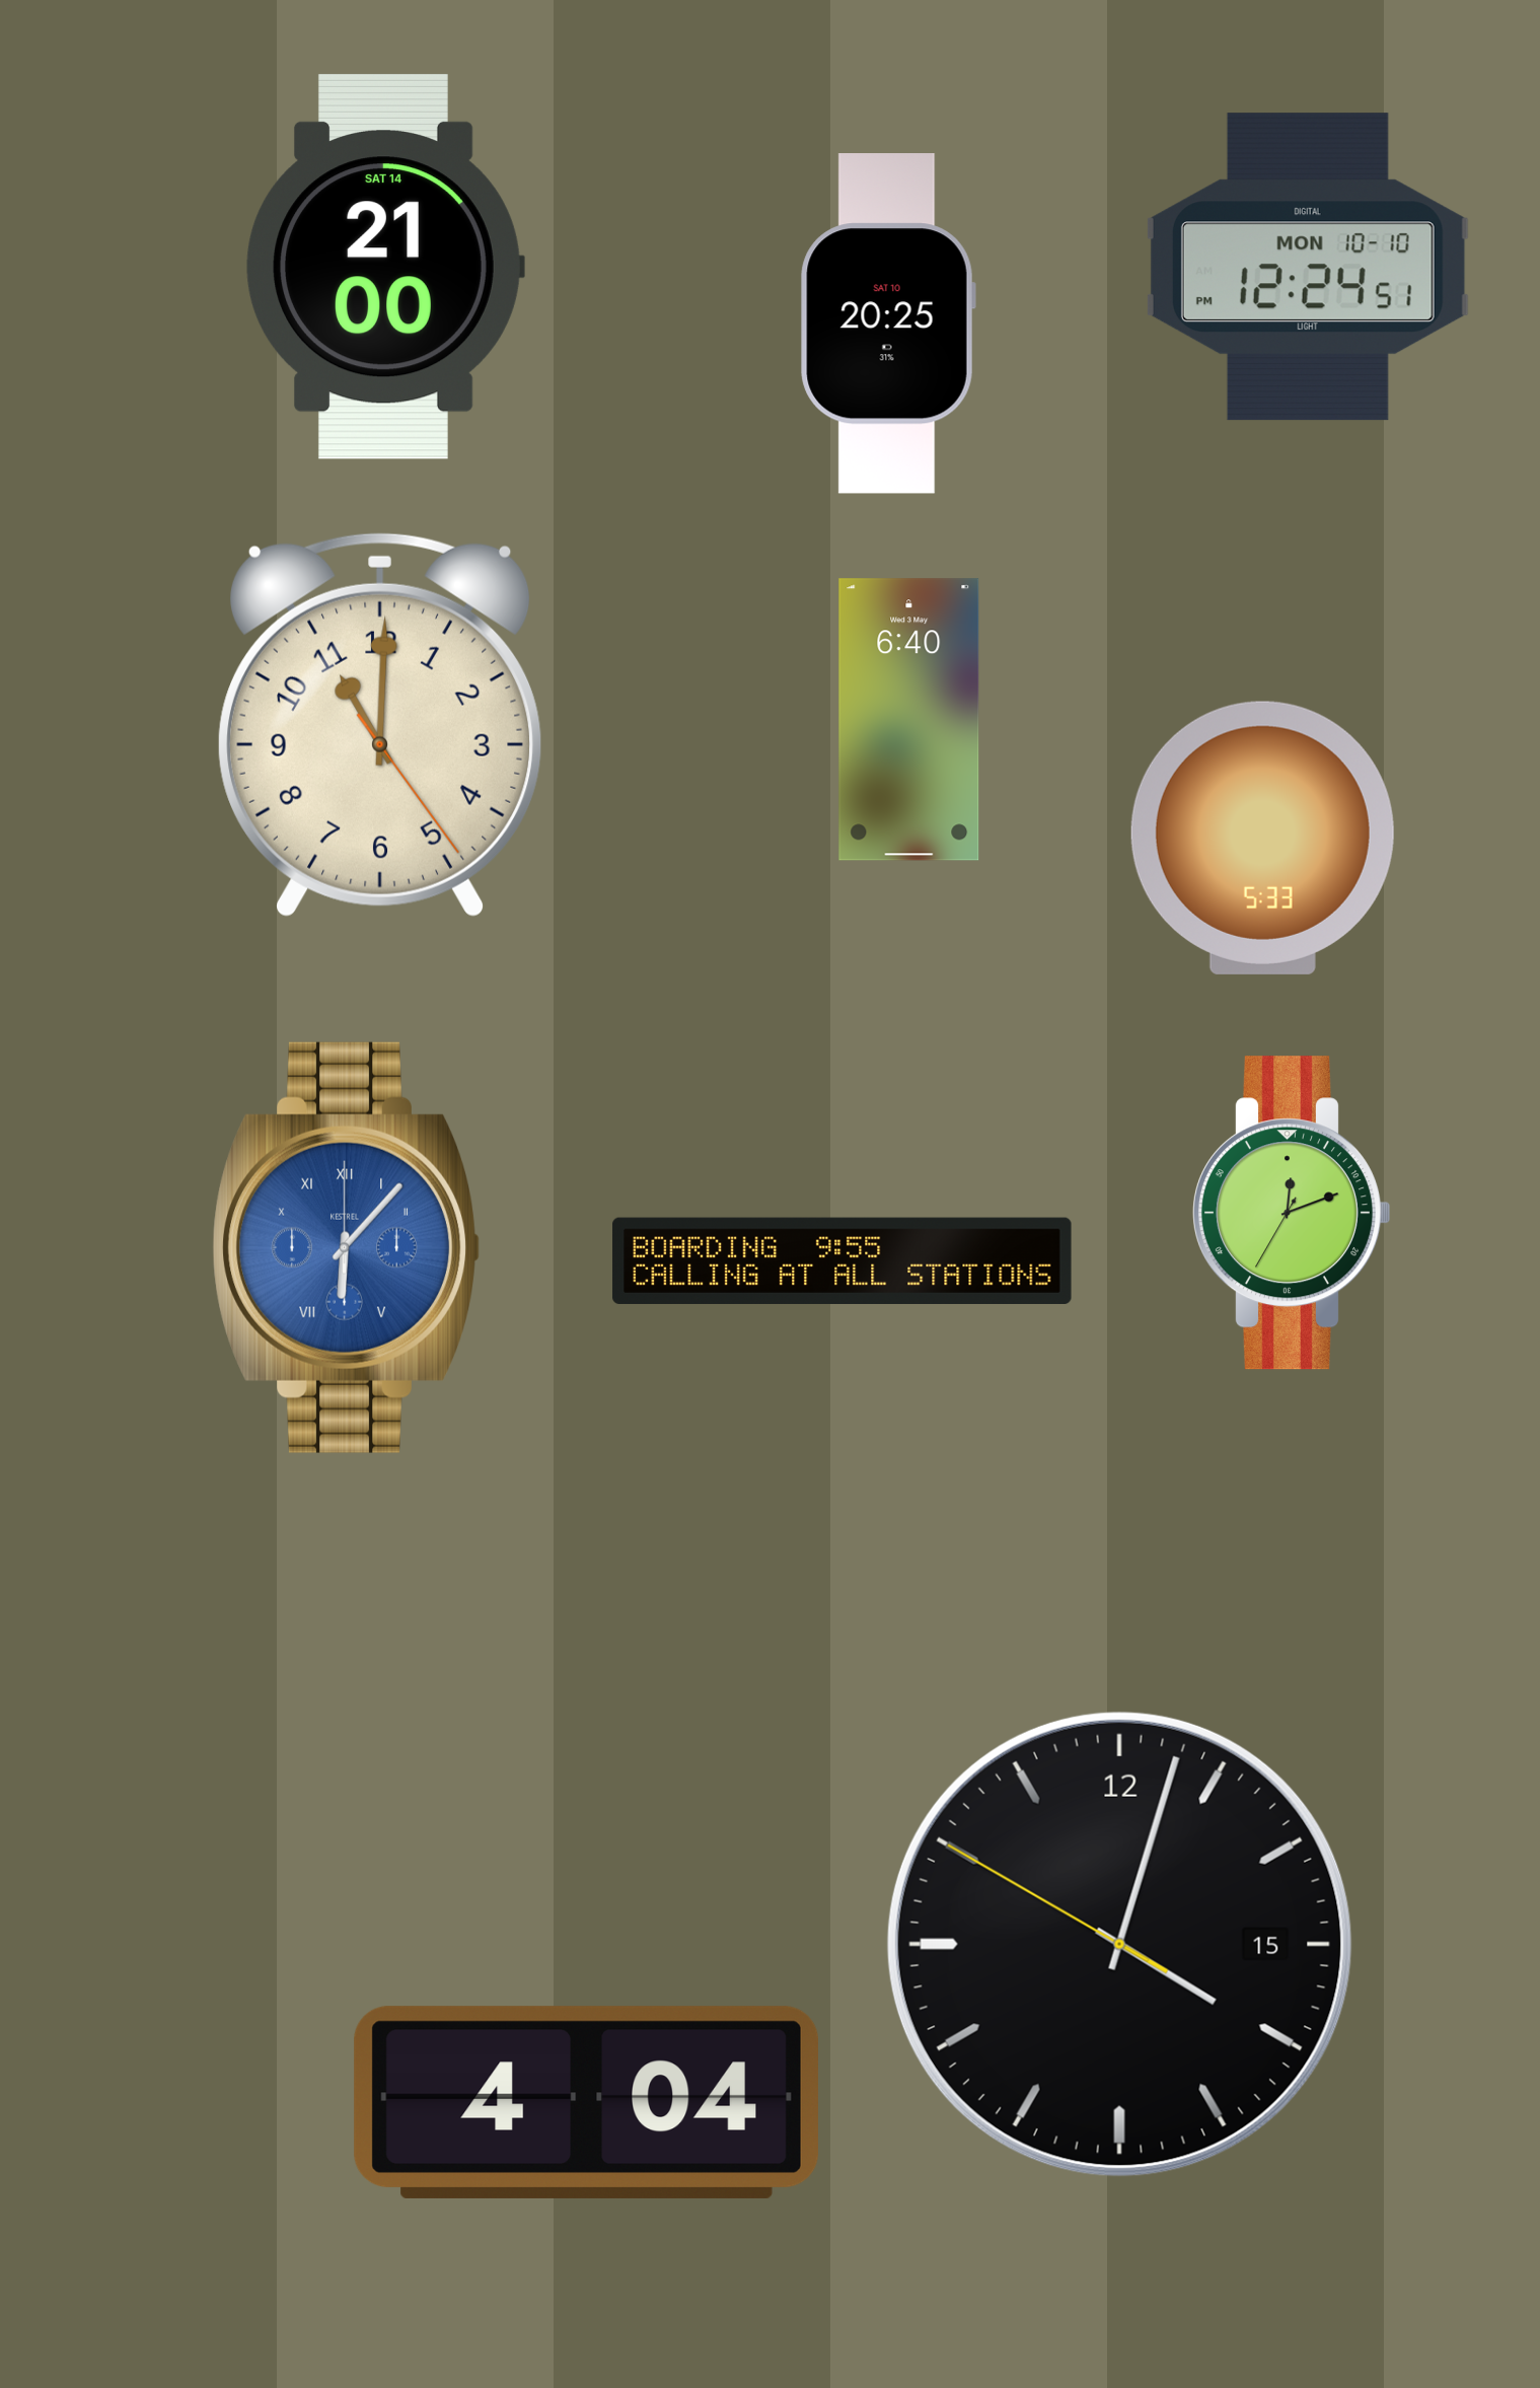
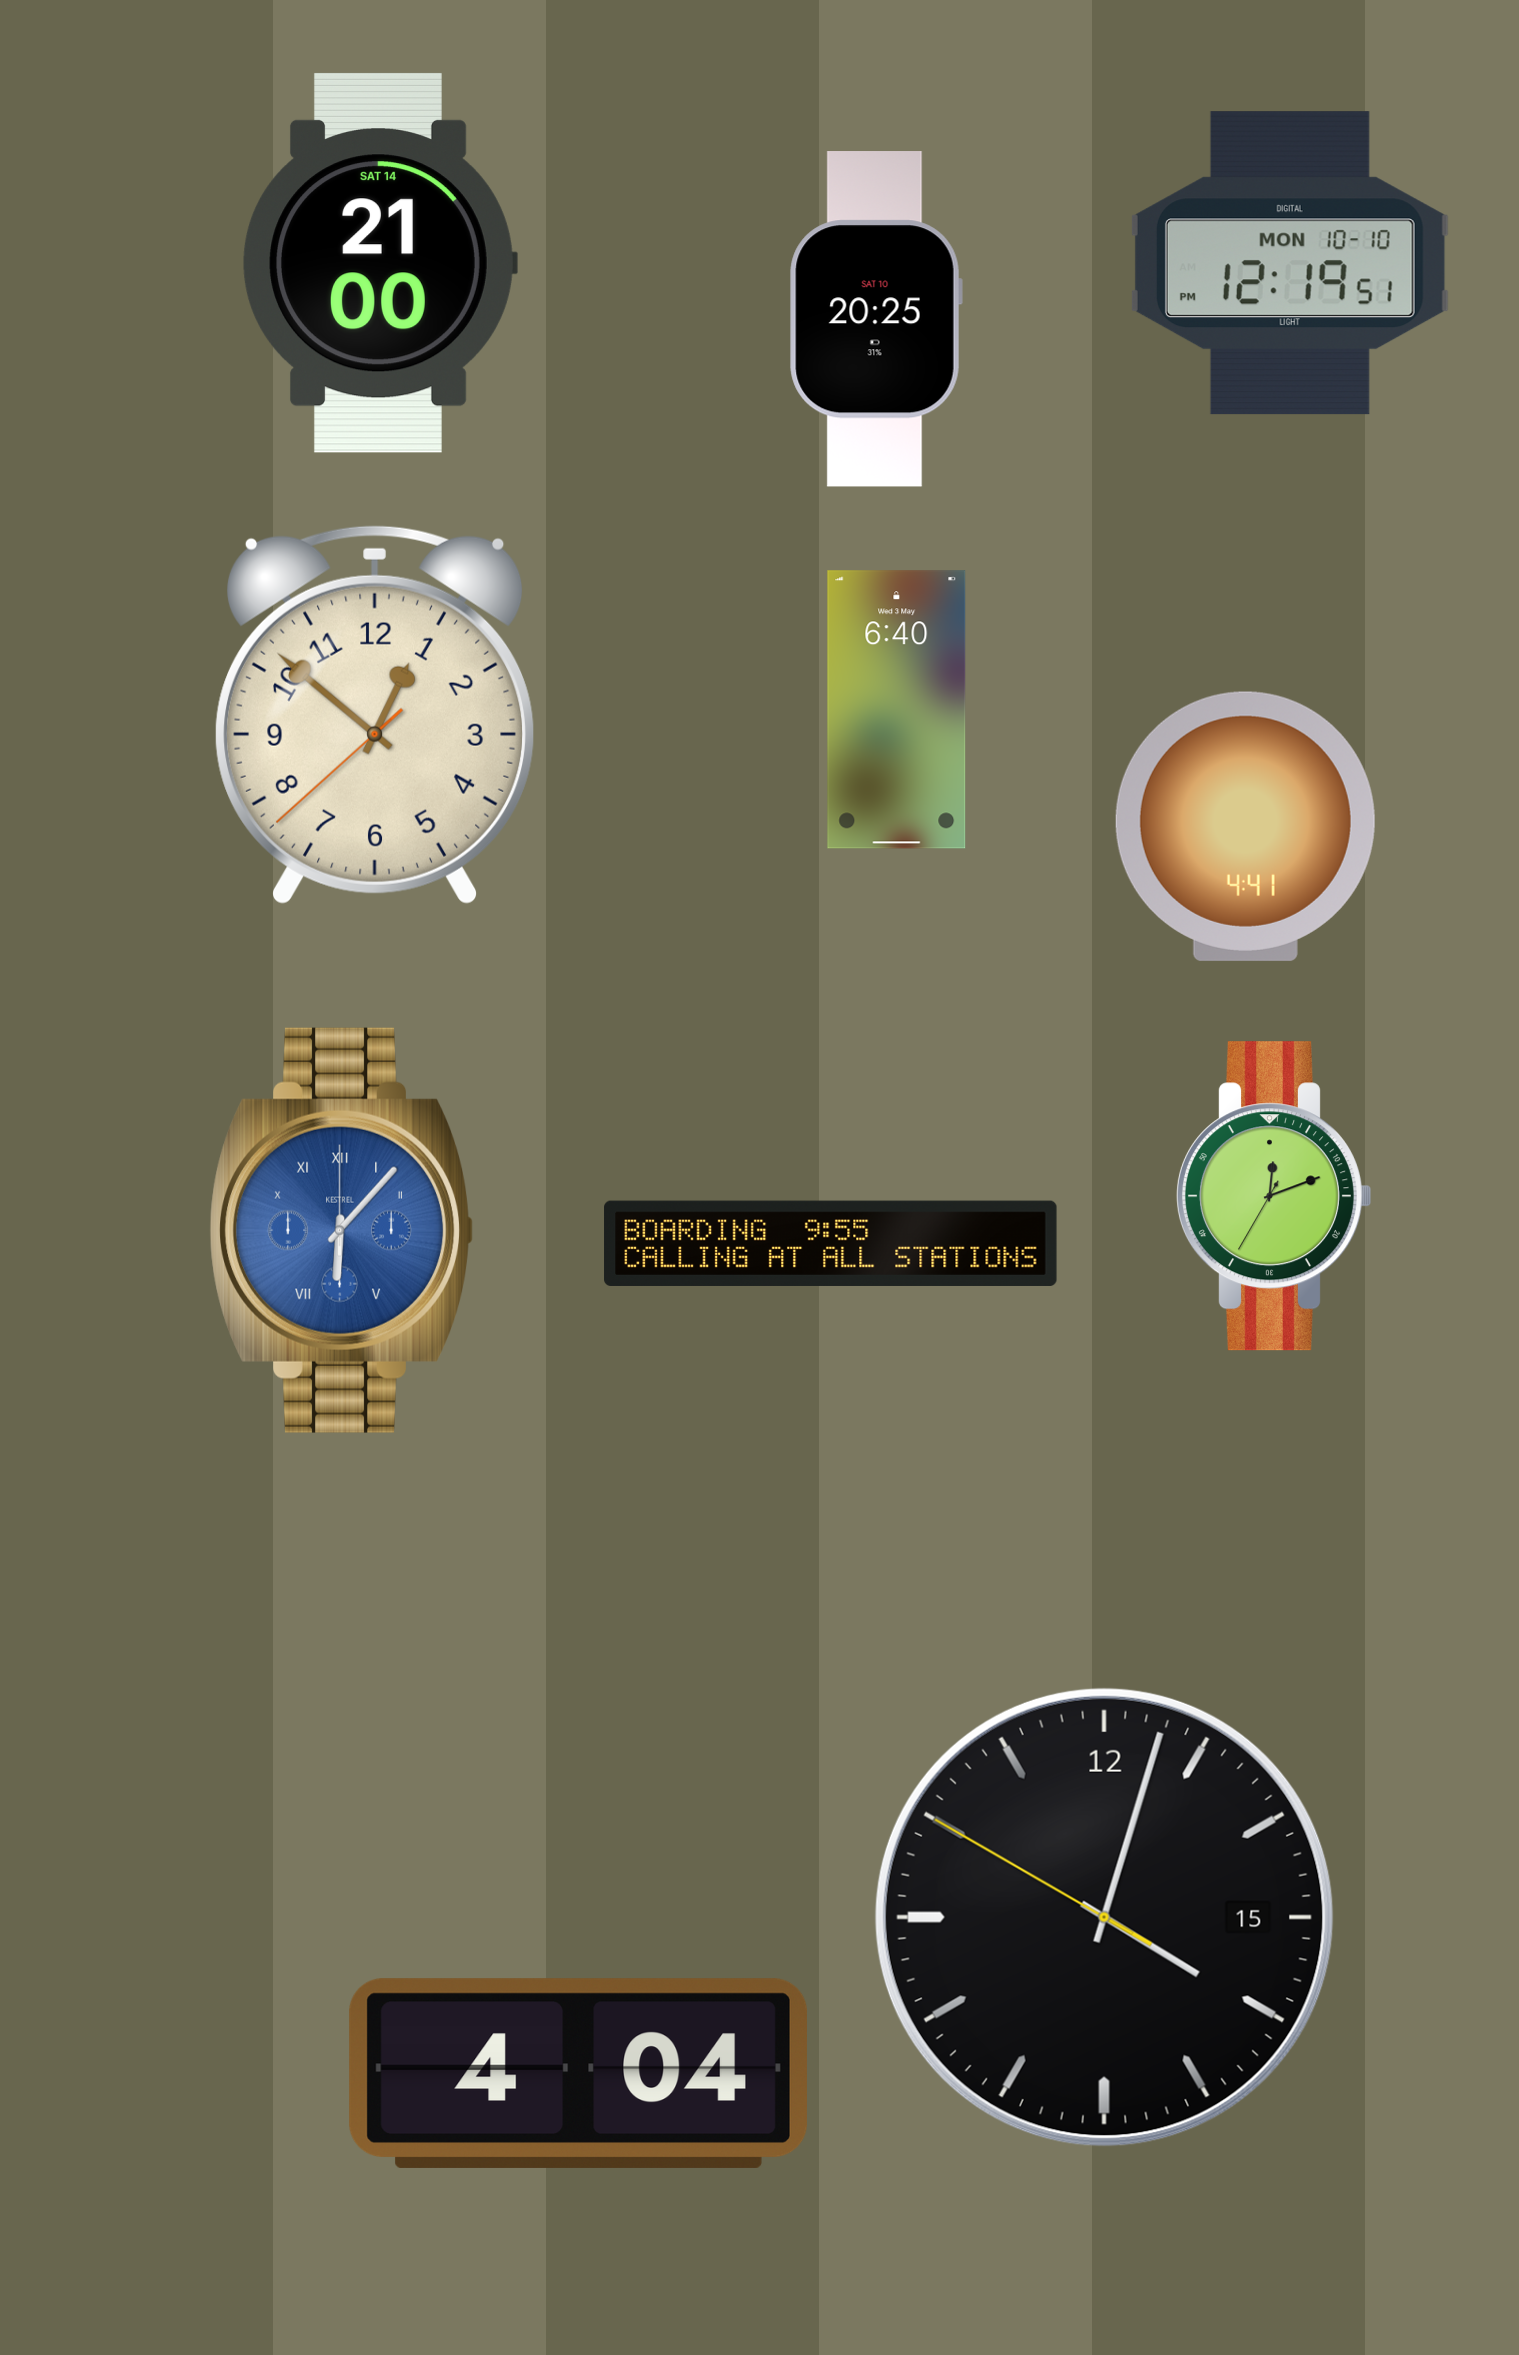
clock at (1308, 267): 12:24 -> 12:19
clock at (380, 725): 11:00 -> 12:51
clock at (1262, 838): 5:33 -> 4:41
